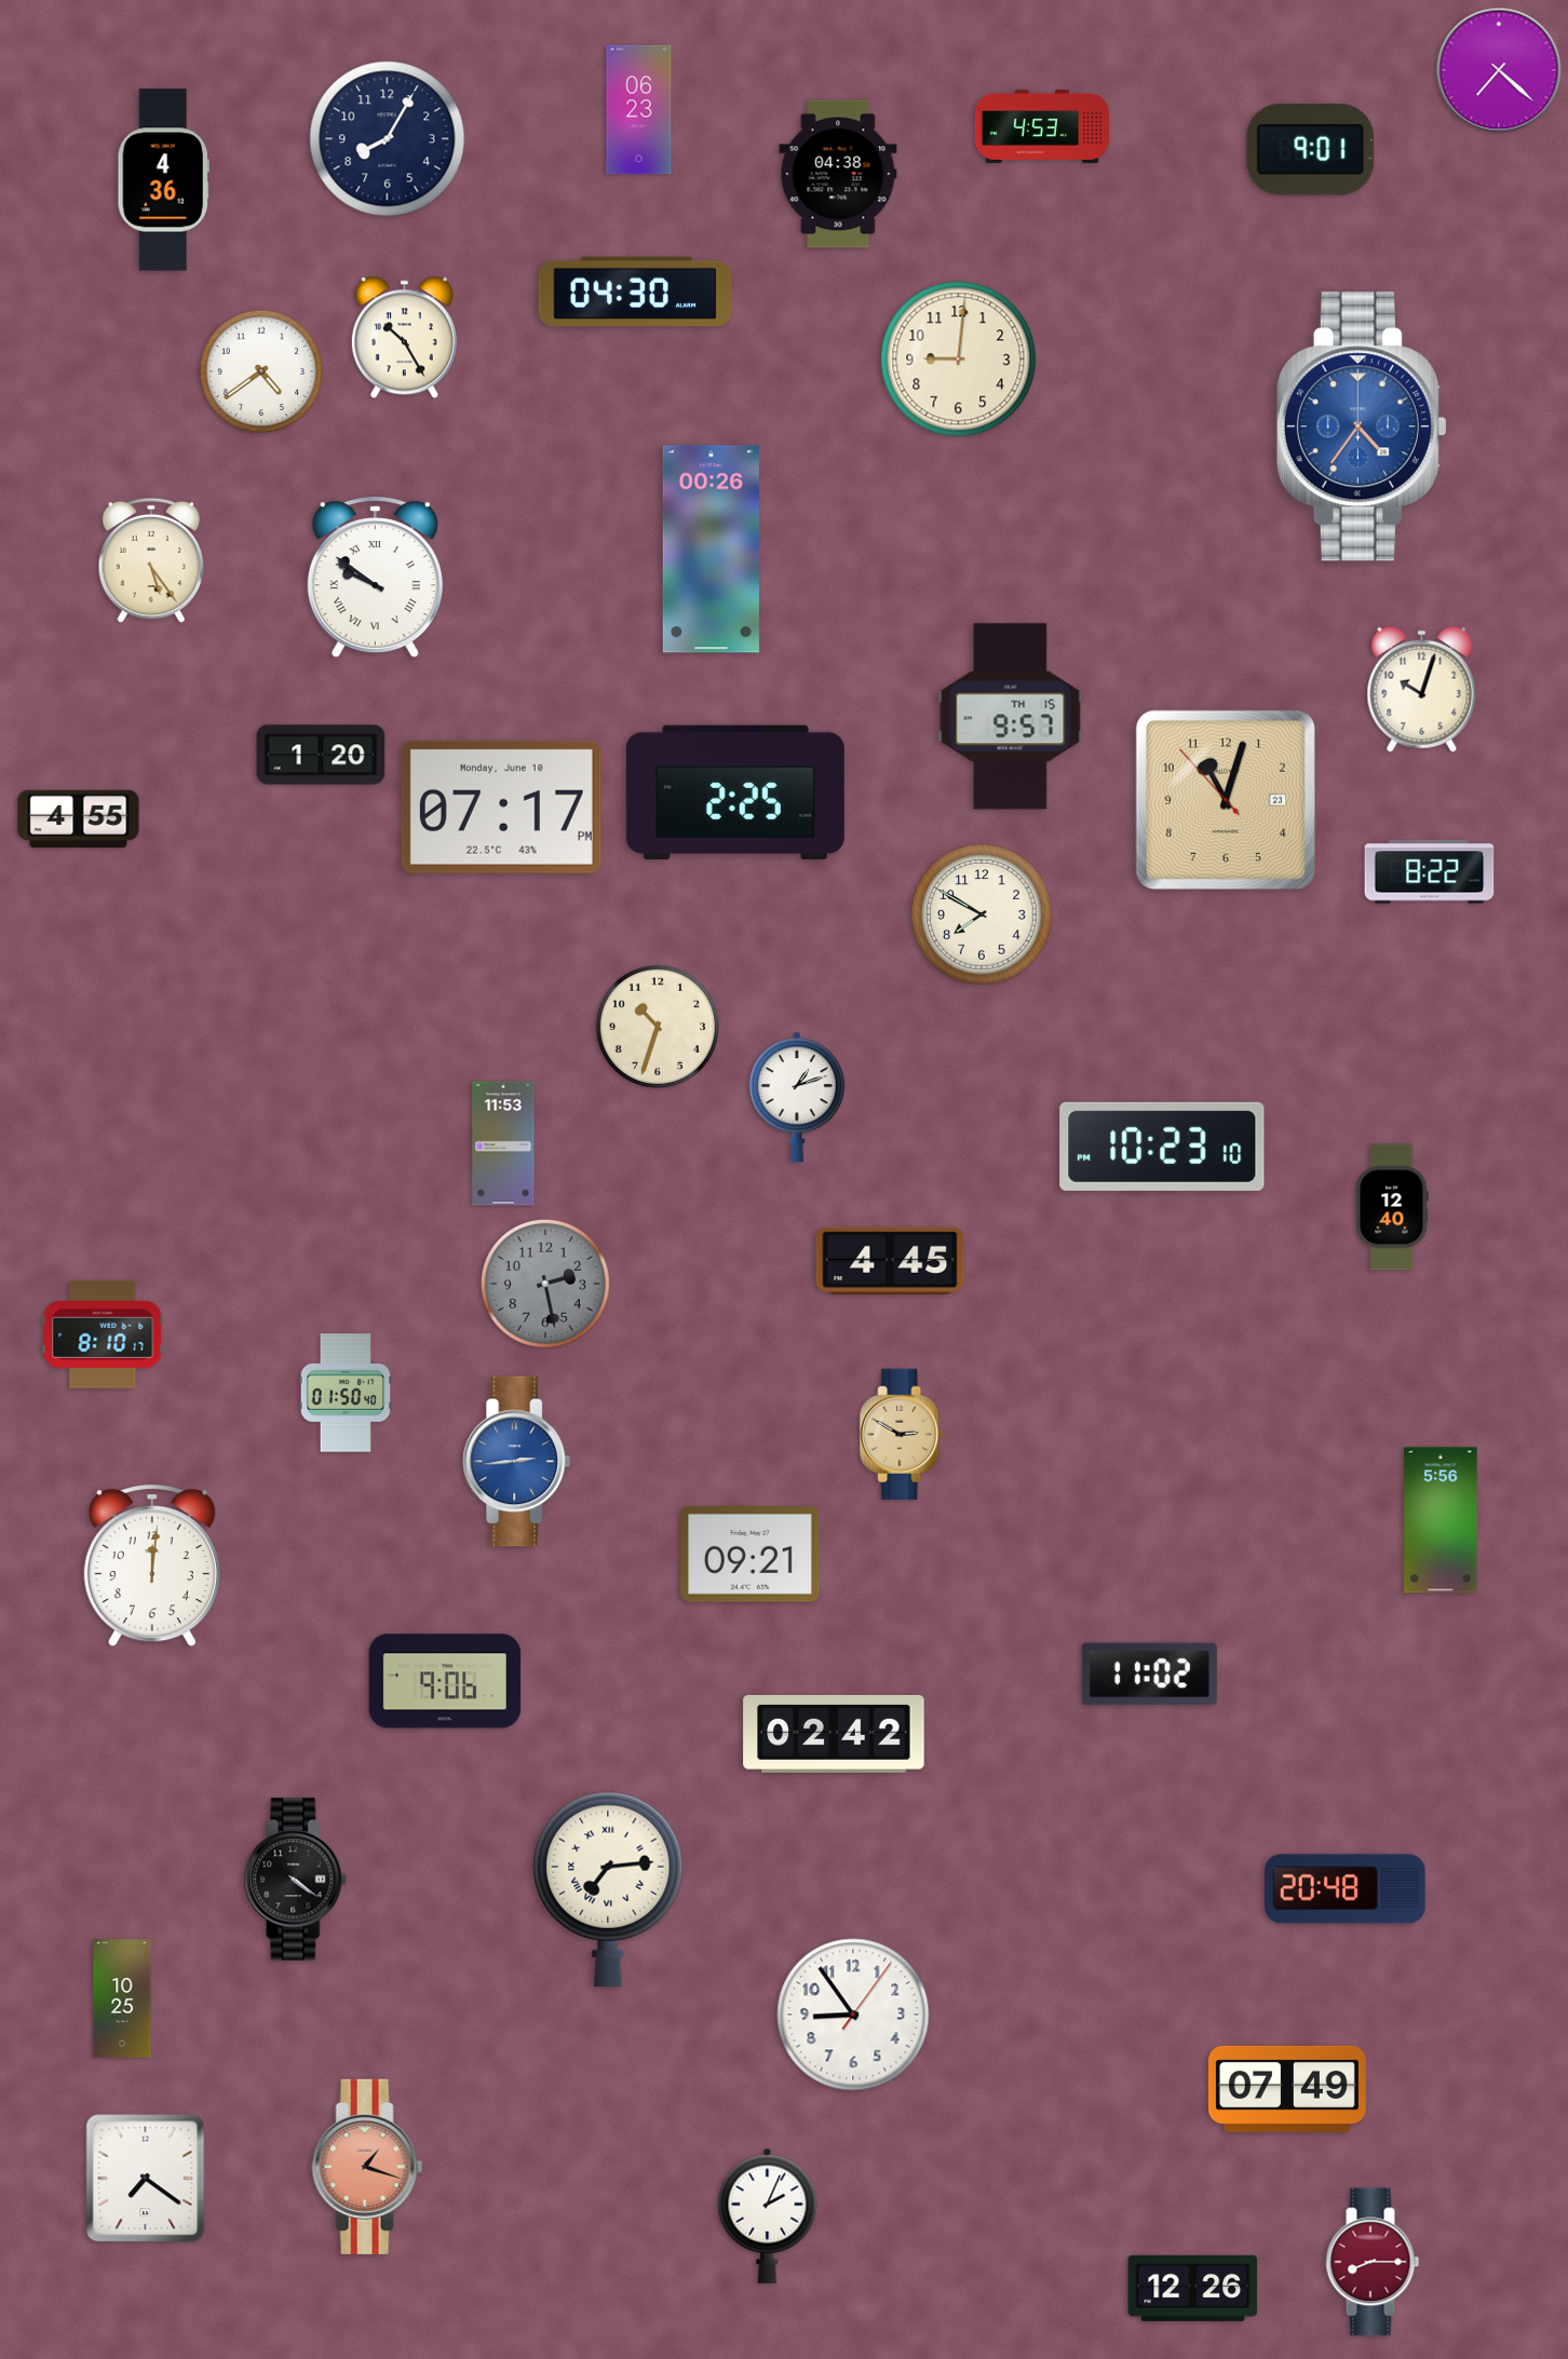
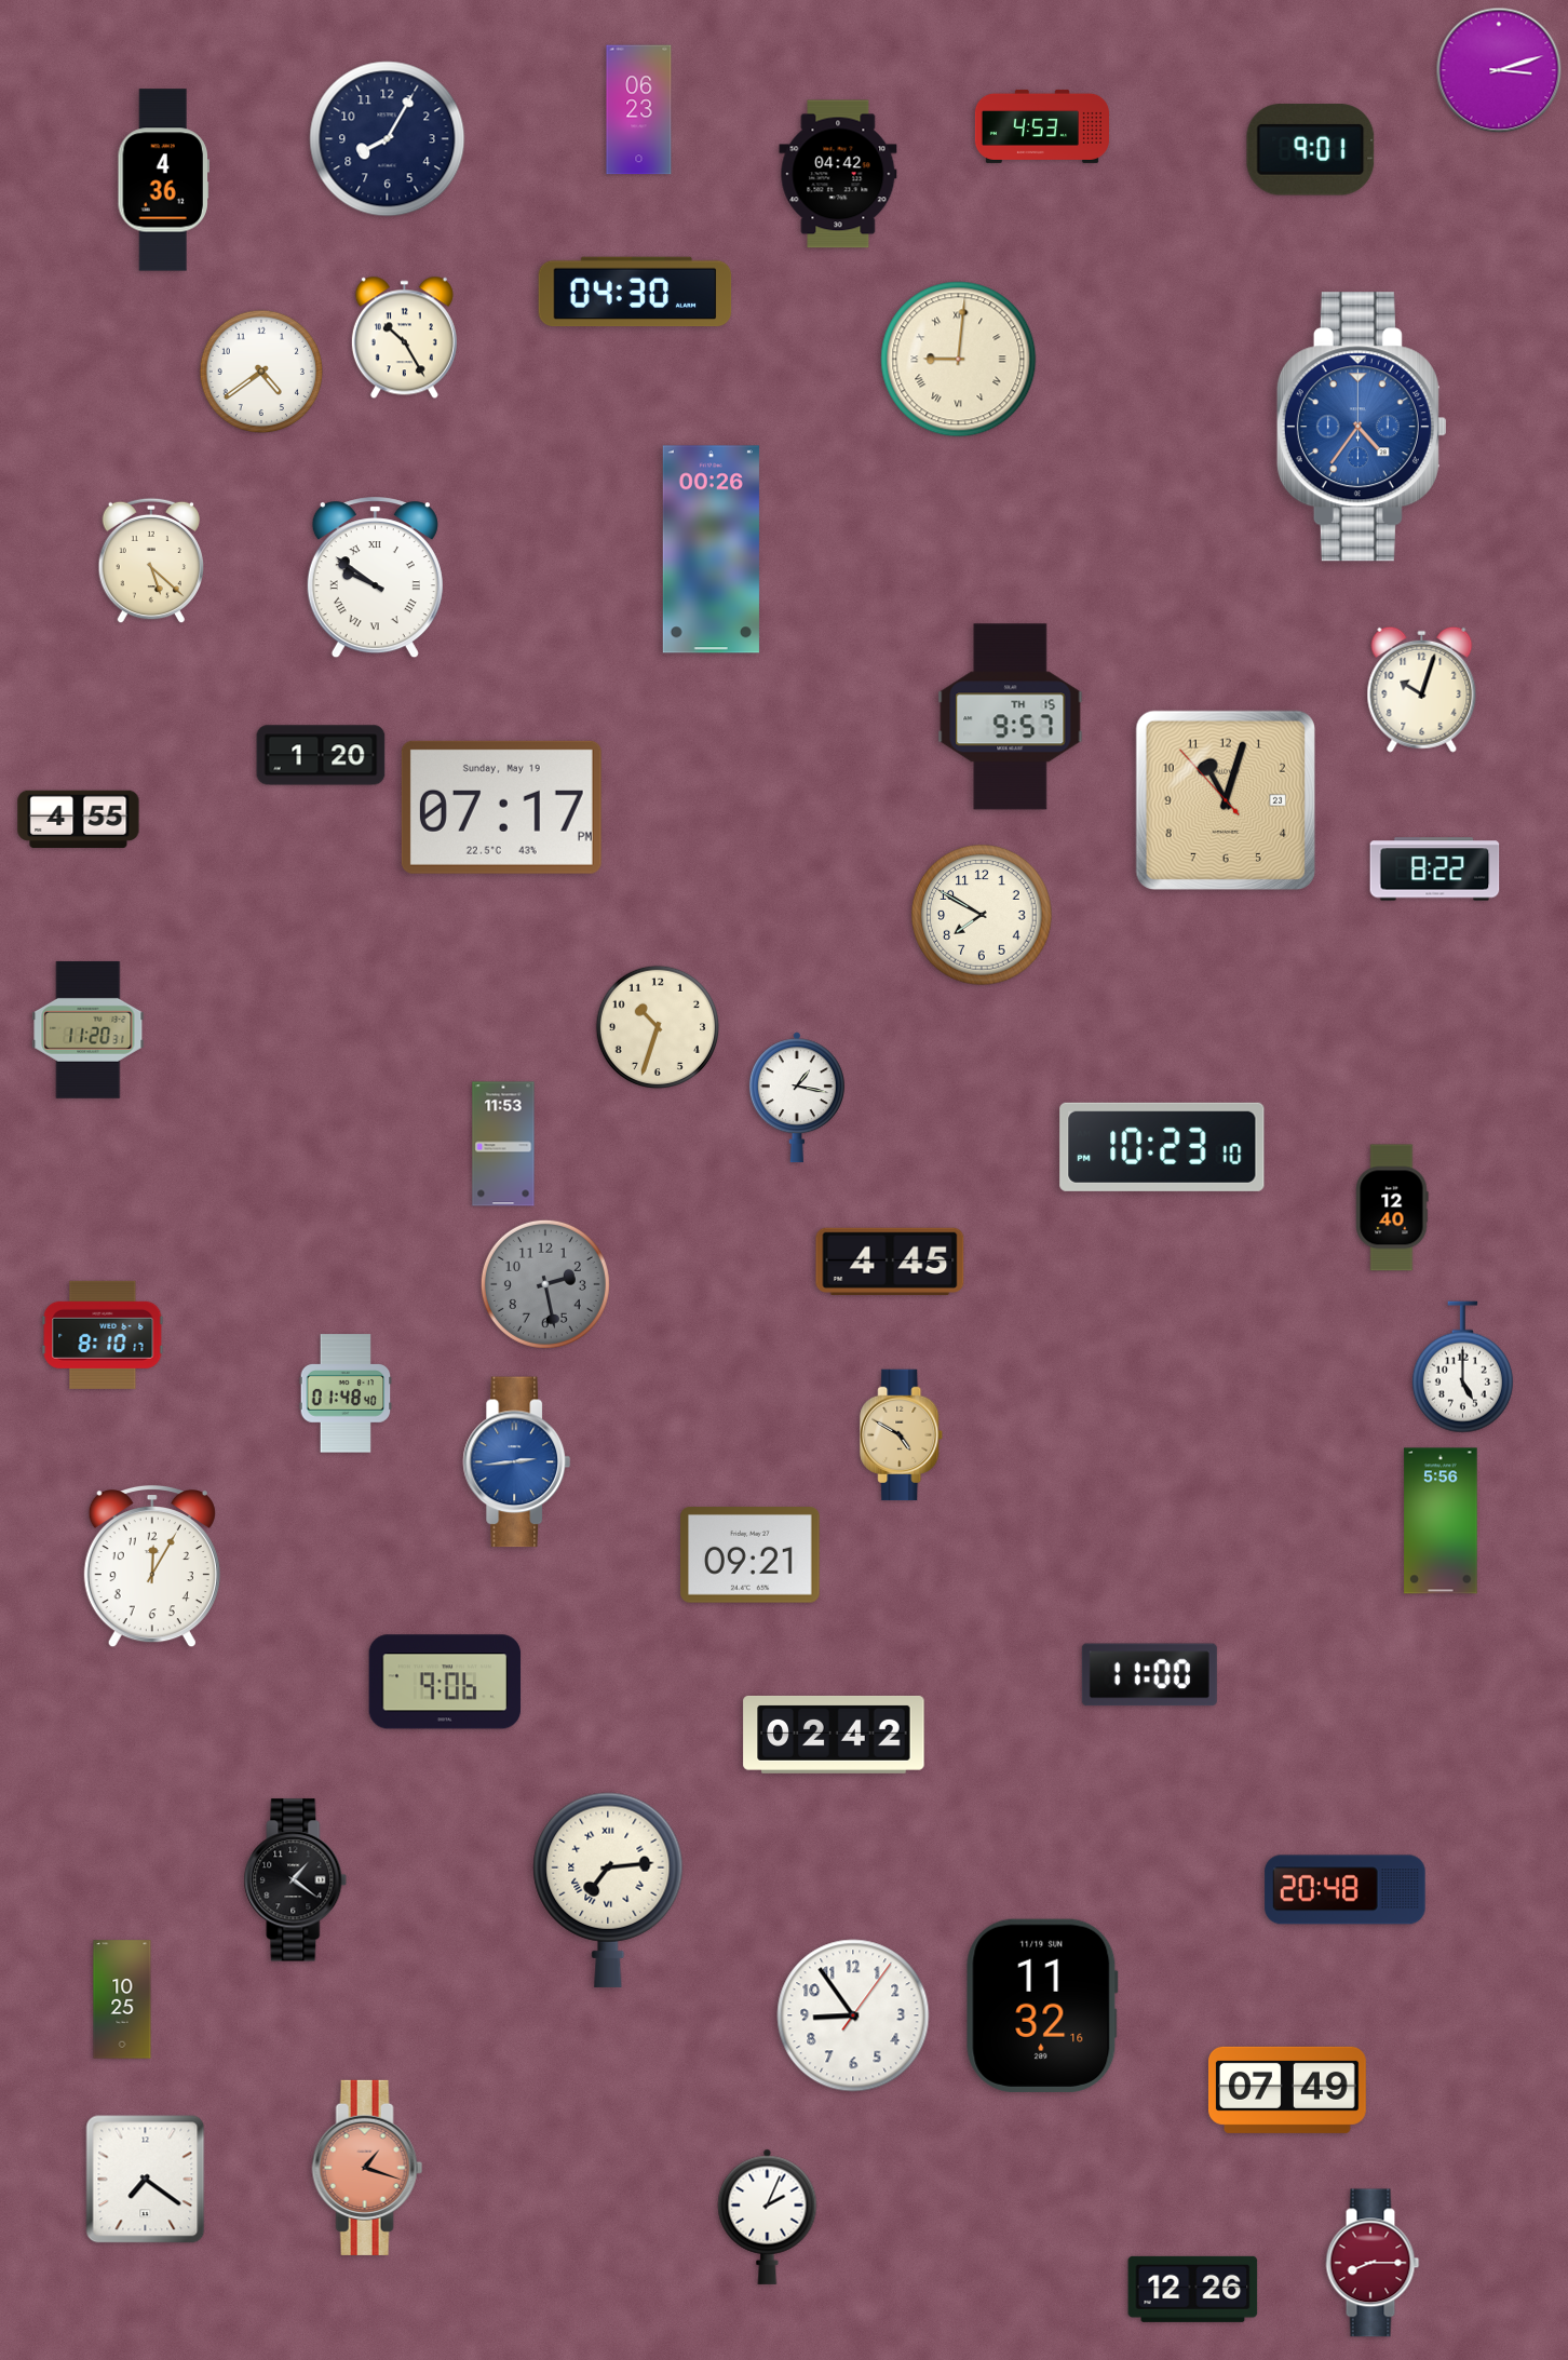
clock at (1499, 70): 7:22 -> 3:12
clock at (838, 174): 04:38 -> 04:42
clock at (959, 360) numerals: Arabic -> Roman
clock at (151, 560): 5:24 -> 5:22
clock at (735, 791): 2:25 -> none
clock at (501, 806) date: Monday, June 10 -> Sunday, May 19
clock at (1430, 872) position: (1430, 872) -> (1435, 869)
clock at (89, 1029): none -> 11:20
clock at (797, 1097): 1:12 -> 1:17
clock at (1462, 1367): none -> 5:00
clock at (346, 1393): 01:50 -> 01:48
clock at (902, 1435): 2:50 -> 4:50
clock at (152, 1565): 12:01 -> 12:05
clock at (1149, 1675): 11:02 -> 11:00
clock at (296, 1880): 4:21 -> 1:21
clock at (1042, 2006): none -> 11:32
